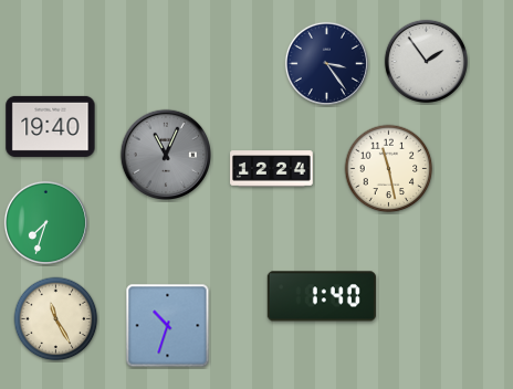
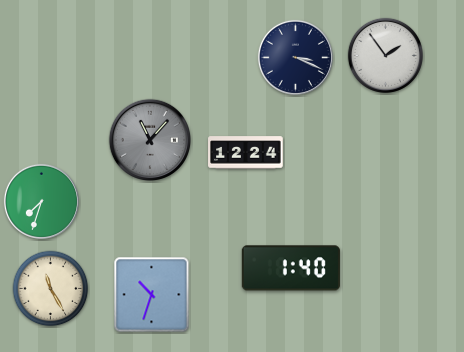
clock at (326, 63): 3:24 -> 3:19
clock at (51, 126): 19:40 -> none
clock at (165, 154): 11:04 -> 11:07
clock at (389, 169): 11:28 -> none
